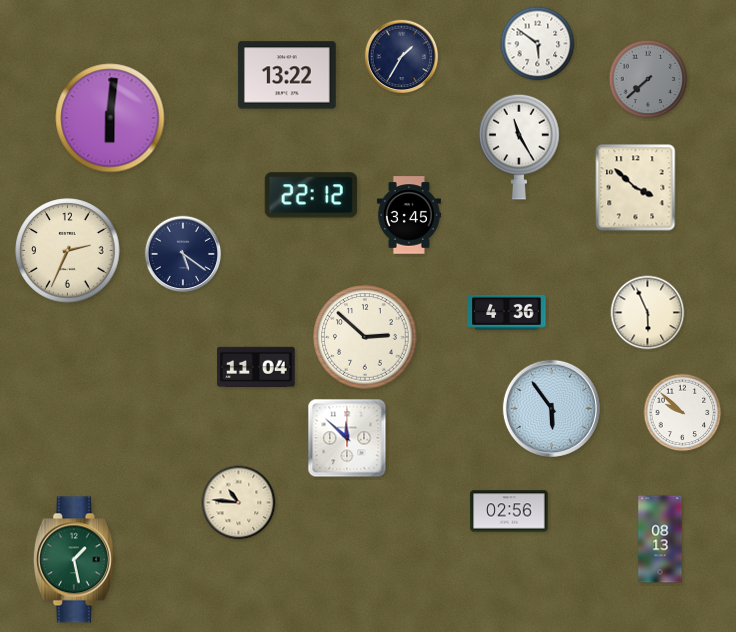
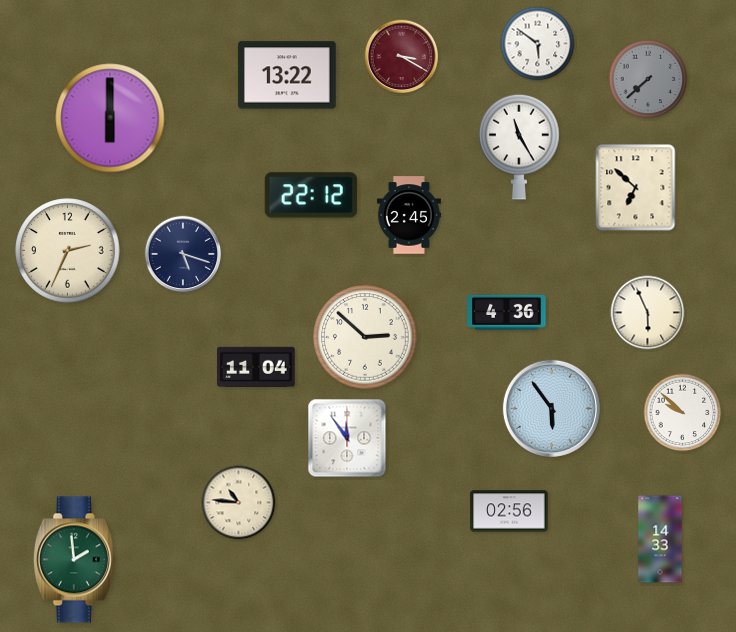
clock at (402, 57): 1:35 -> 3:20
clock at (402, 57) dial: navy -> burgundy
clock at (110, 118): 6:01 -> 6:00
clock at (636, 188): 3:52 -> 6:52
clock at (409, 215): 3:45 -> 2:45
clock at (183, 254): 5:21 -> 5:18
clock at (347, 438): 11:52 -> 11:54
clock at (660, 539): 08:13 -> 14:33
clock at (74, 560): 1:28 -> 1:59
